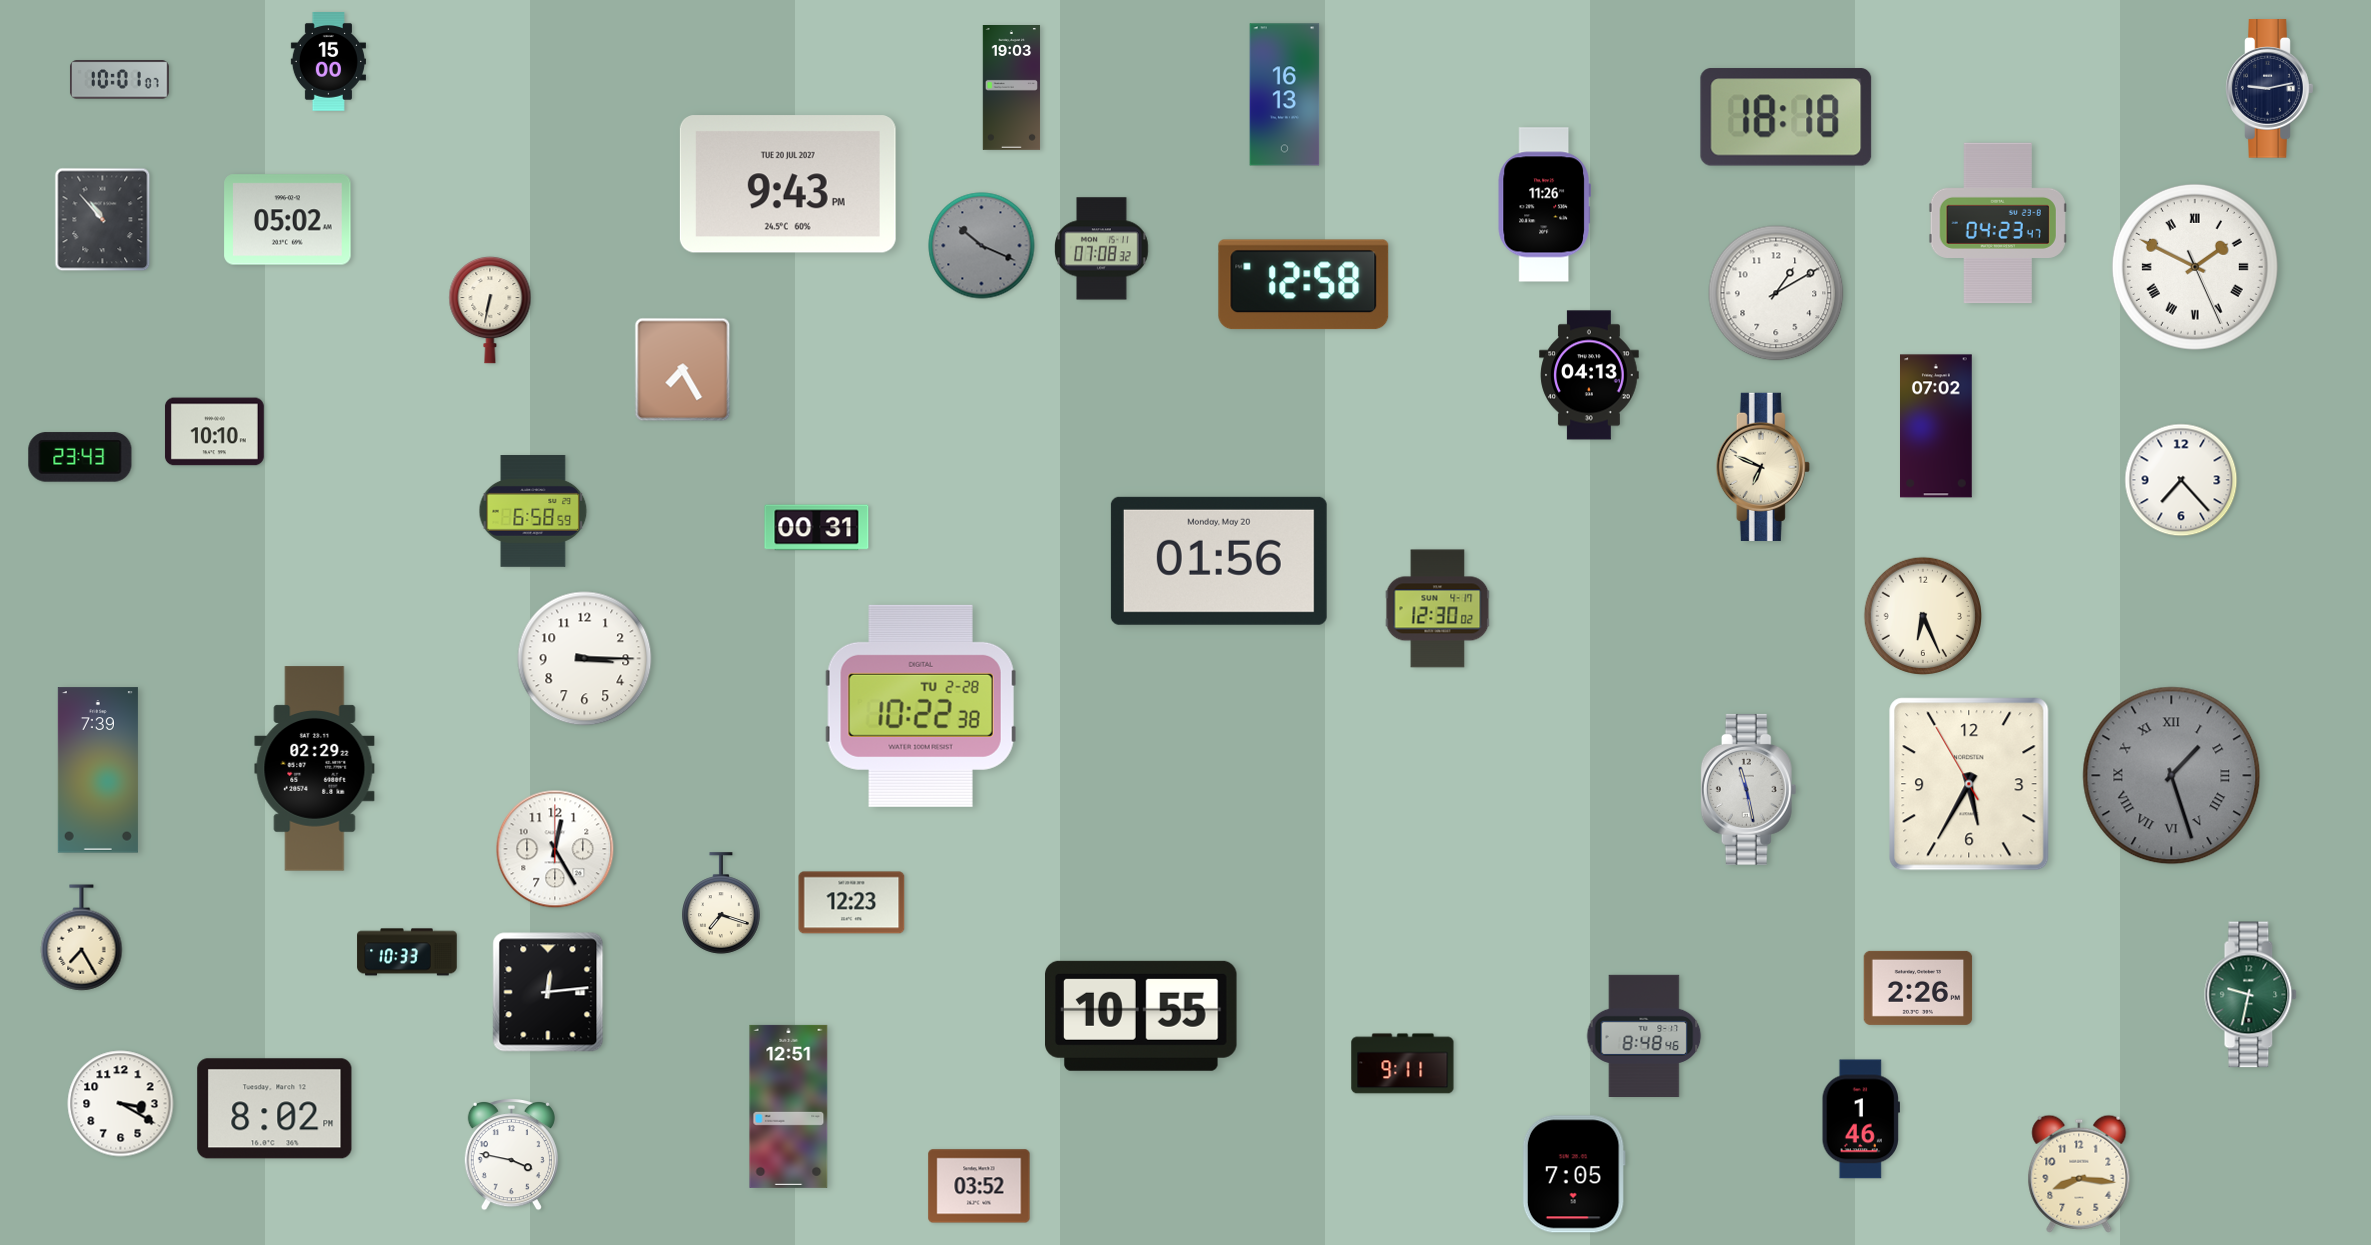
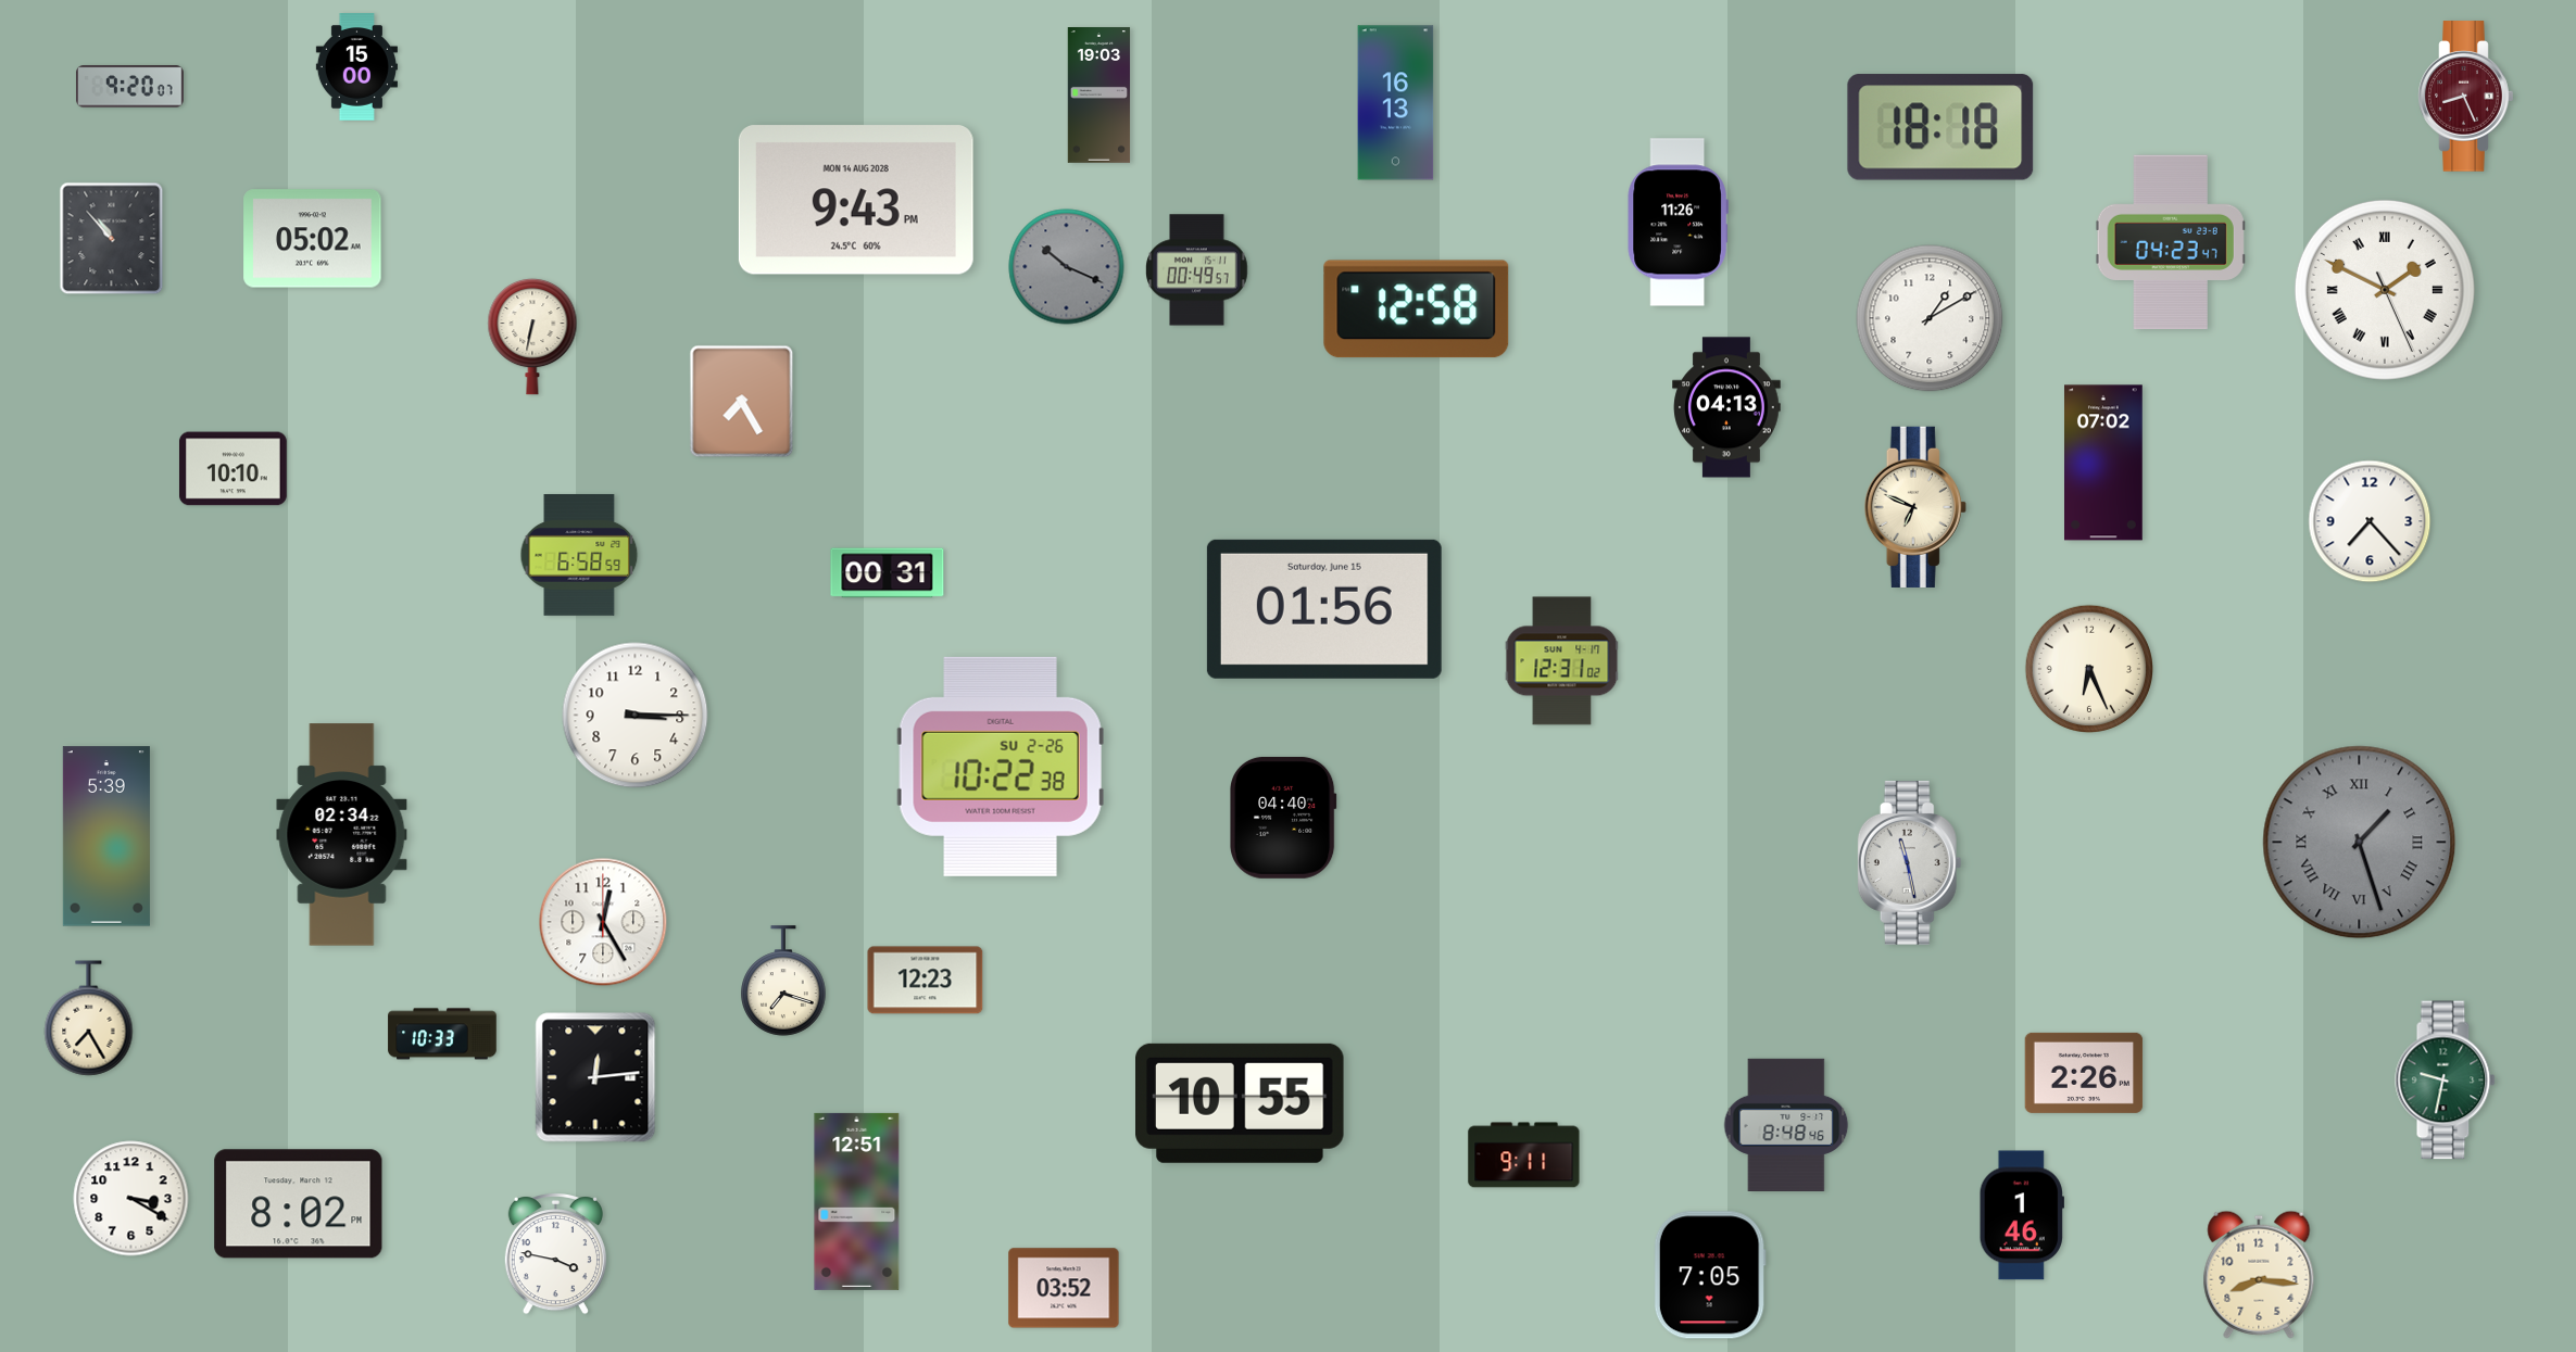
clock at (119, 80): 10:01 -> 9:20
clock at (2270, 89): 9:13 -> 8:26
clock at (2270, 89) dial: navy -> burgundy
clock at (788, 184) date: TUE 20 JUL 2027 -> MON 14 AUG 2028
clock at (1102, 249): 07:08 -> 00:49
clock at (80, 457): 23:43 -> none
clock at (1219, 561) date: Monday, May 20 -> Saturday, June 15
clock at (1438, 609): 12:30 -> 12:31
clock at (921, 706) date: TU 2-28 -> SU 2-26
clock at (1284, 818): none -> 04:40
clock at (315, 769): 02:29 -> 02:34
clock at (98, 770): 7:39 -> 5:39
clock at (1969, 784): 5:34 -> none
clock at (1749, 789) position: (1749, 789) -> (1910, 862)
